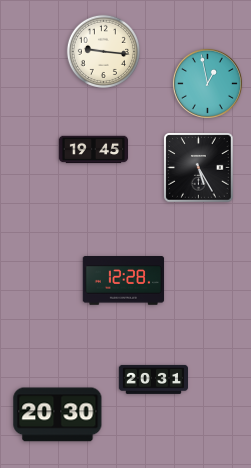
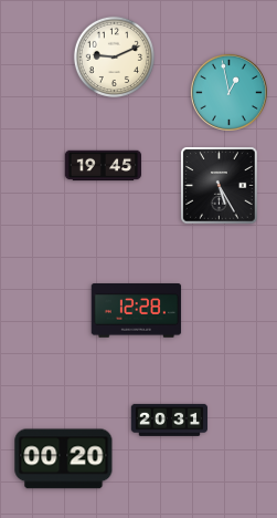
clock at (103, 51): 9:16 -> 9:11
clock at (58, 415): 20:30 -> 00:20
